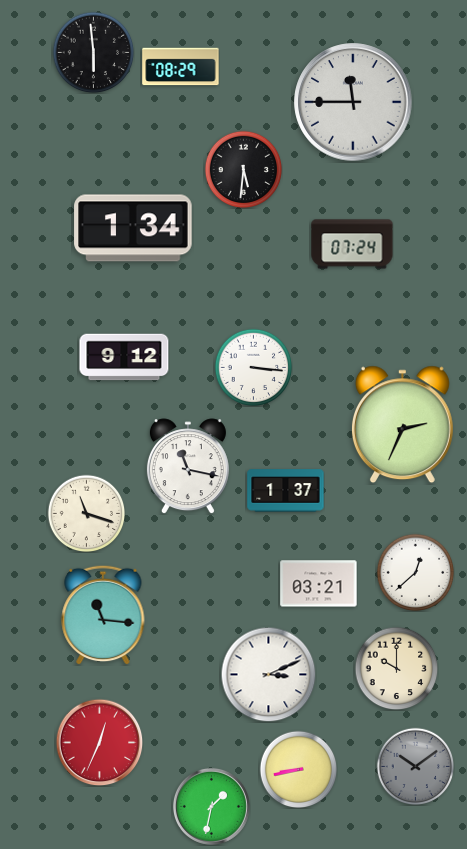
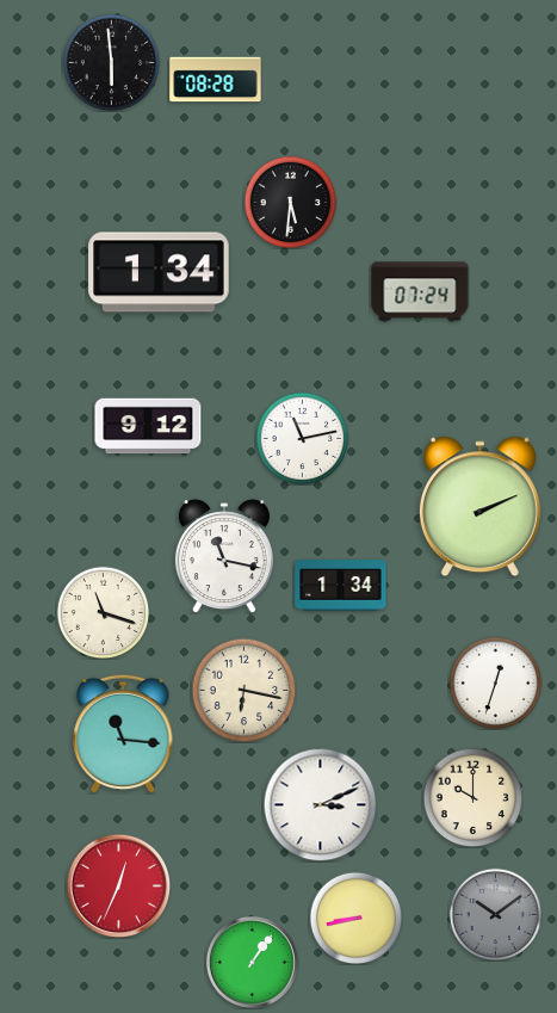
clock at (181, 67): 08:29 -> 08:28
clock at (353, 102): 11:45 -> none
clock at (253, 367): 3:16 -> 11:13
clock at (402, 425): 2:34 -> 2:11
clock at (286, 491): 1:37 -> 1:34
clock at (415, 572): 12:38 -> 12:33
clock at (243, 690): none -> 6:17
clock at (319, 584): 03:21 -> none
clock at (211, 806): 1:32 -> 1:06
